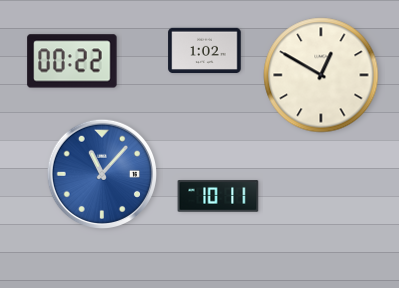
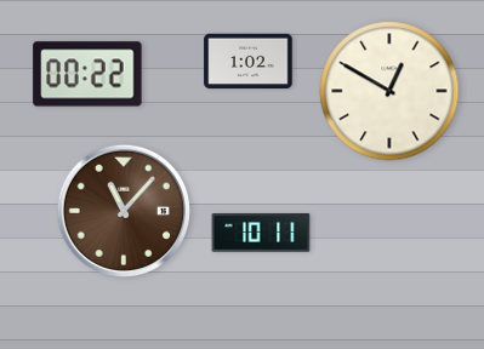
clock at (101, 173) dial: blue -> brown
clock at (218, 196) position: (218, 196) -> (261, 233)
